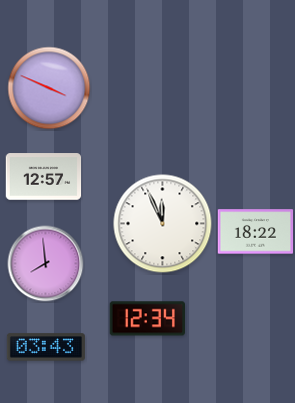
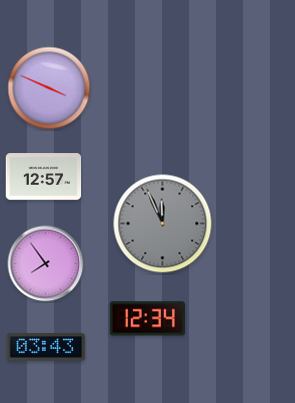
clock at (163, 224) dial: white -> grey
clock at (256, 232): 18:22 -> none
clock at (46, 264): 7:59 -> 7:54
